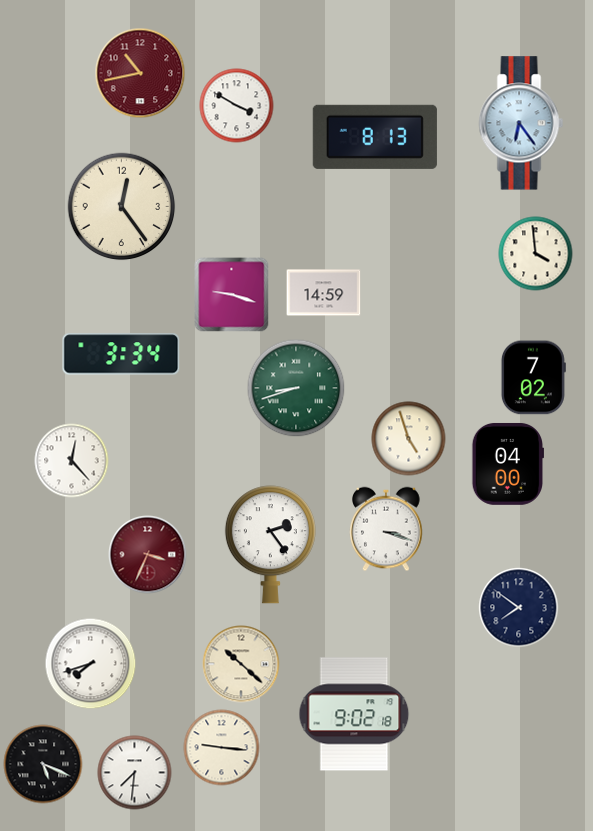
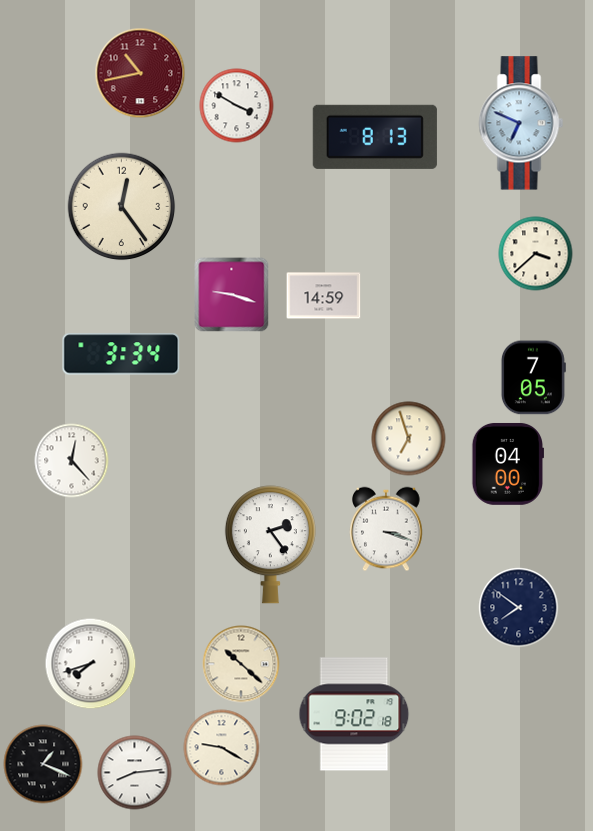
clock at (521, 123): 6:24 -> 6:49
clock at (536, 254): 3:59 -> 3:38
clock at (324, 293) position: (324, 293) -> (324, 296)
clock at (533, 378): 7:02 -> 7:05
clock at (296, 388): 8:42 -> none
clock at (409, 439): 4:57 -> 6:57
clock at (148, 555): 3:34 -> none
clock at (222, 748): 9:16 -> 9:20
clock at (43, 764): 5:19 -> 1:19
clock at (135, 773): 7:31 -> 8:14
